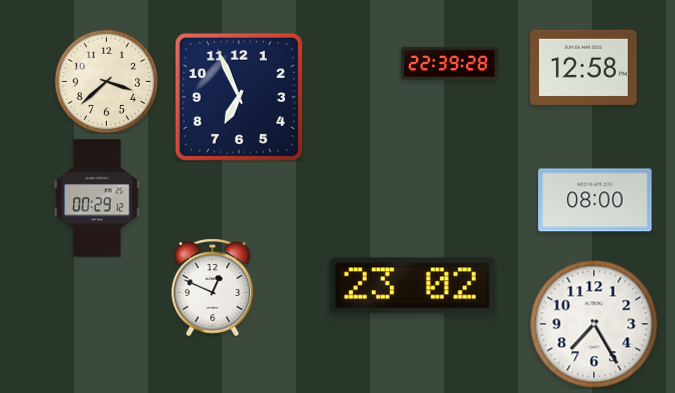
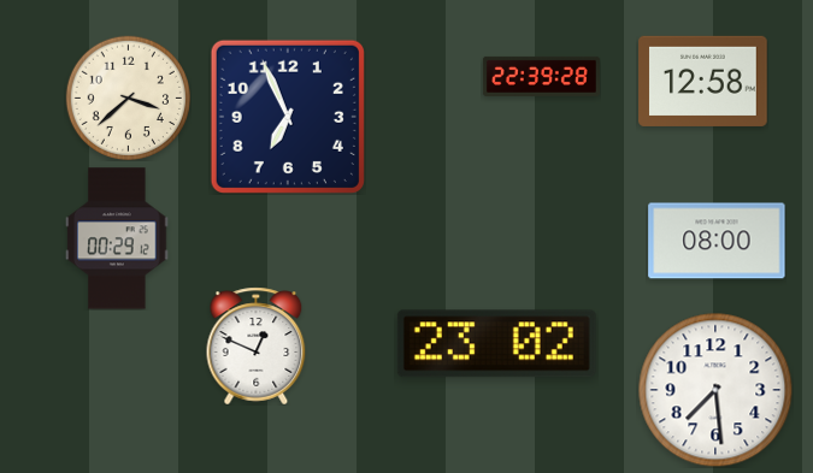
clock at (594, 324): 7:25 -> 7:29
